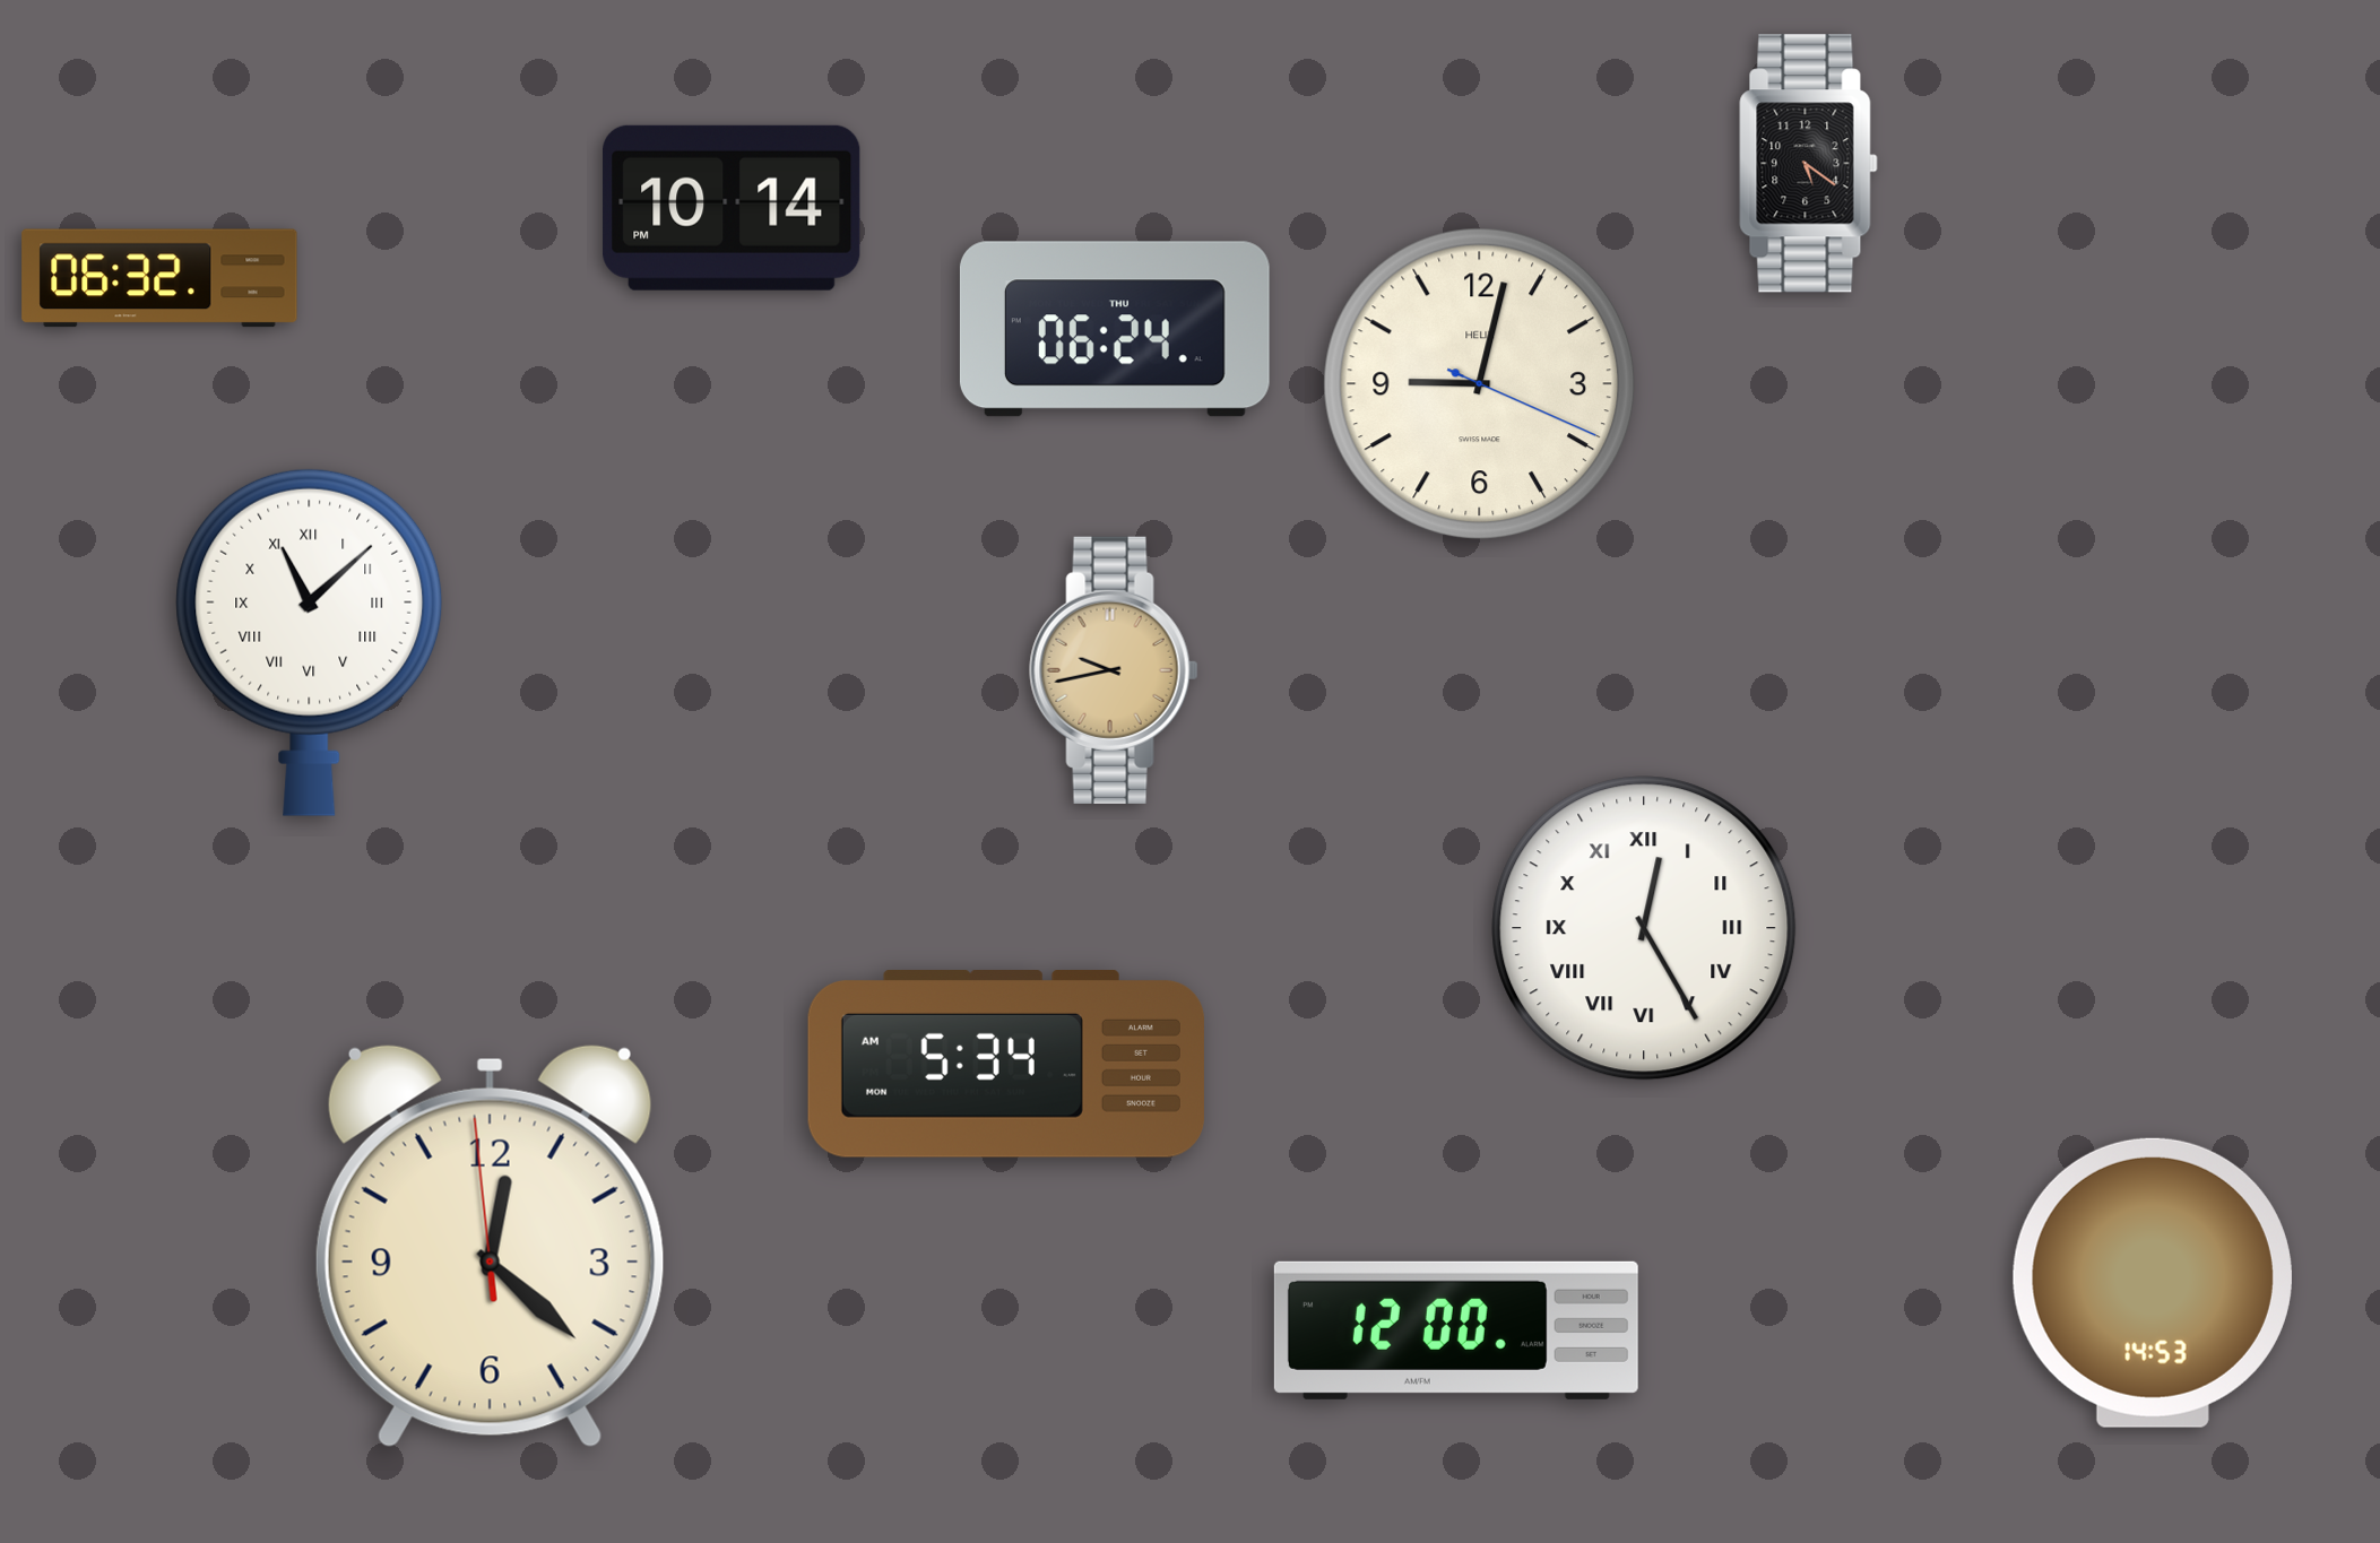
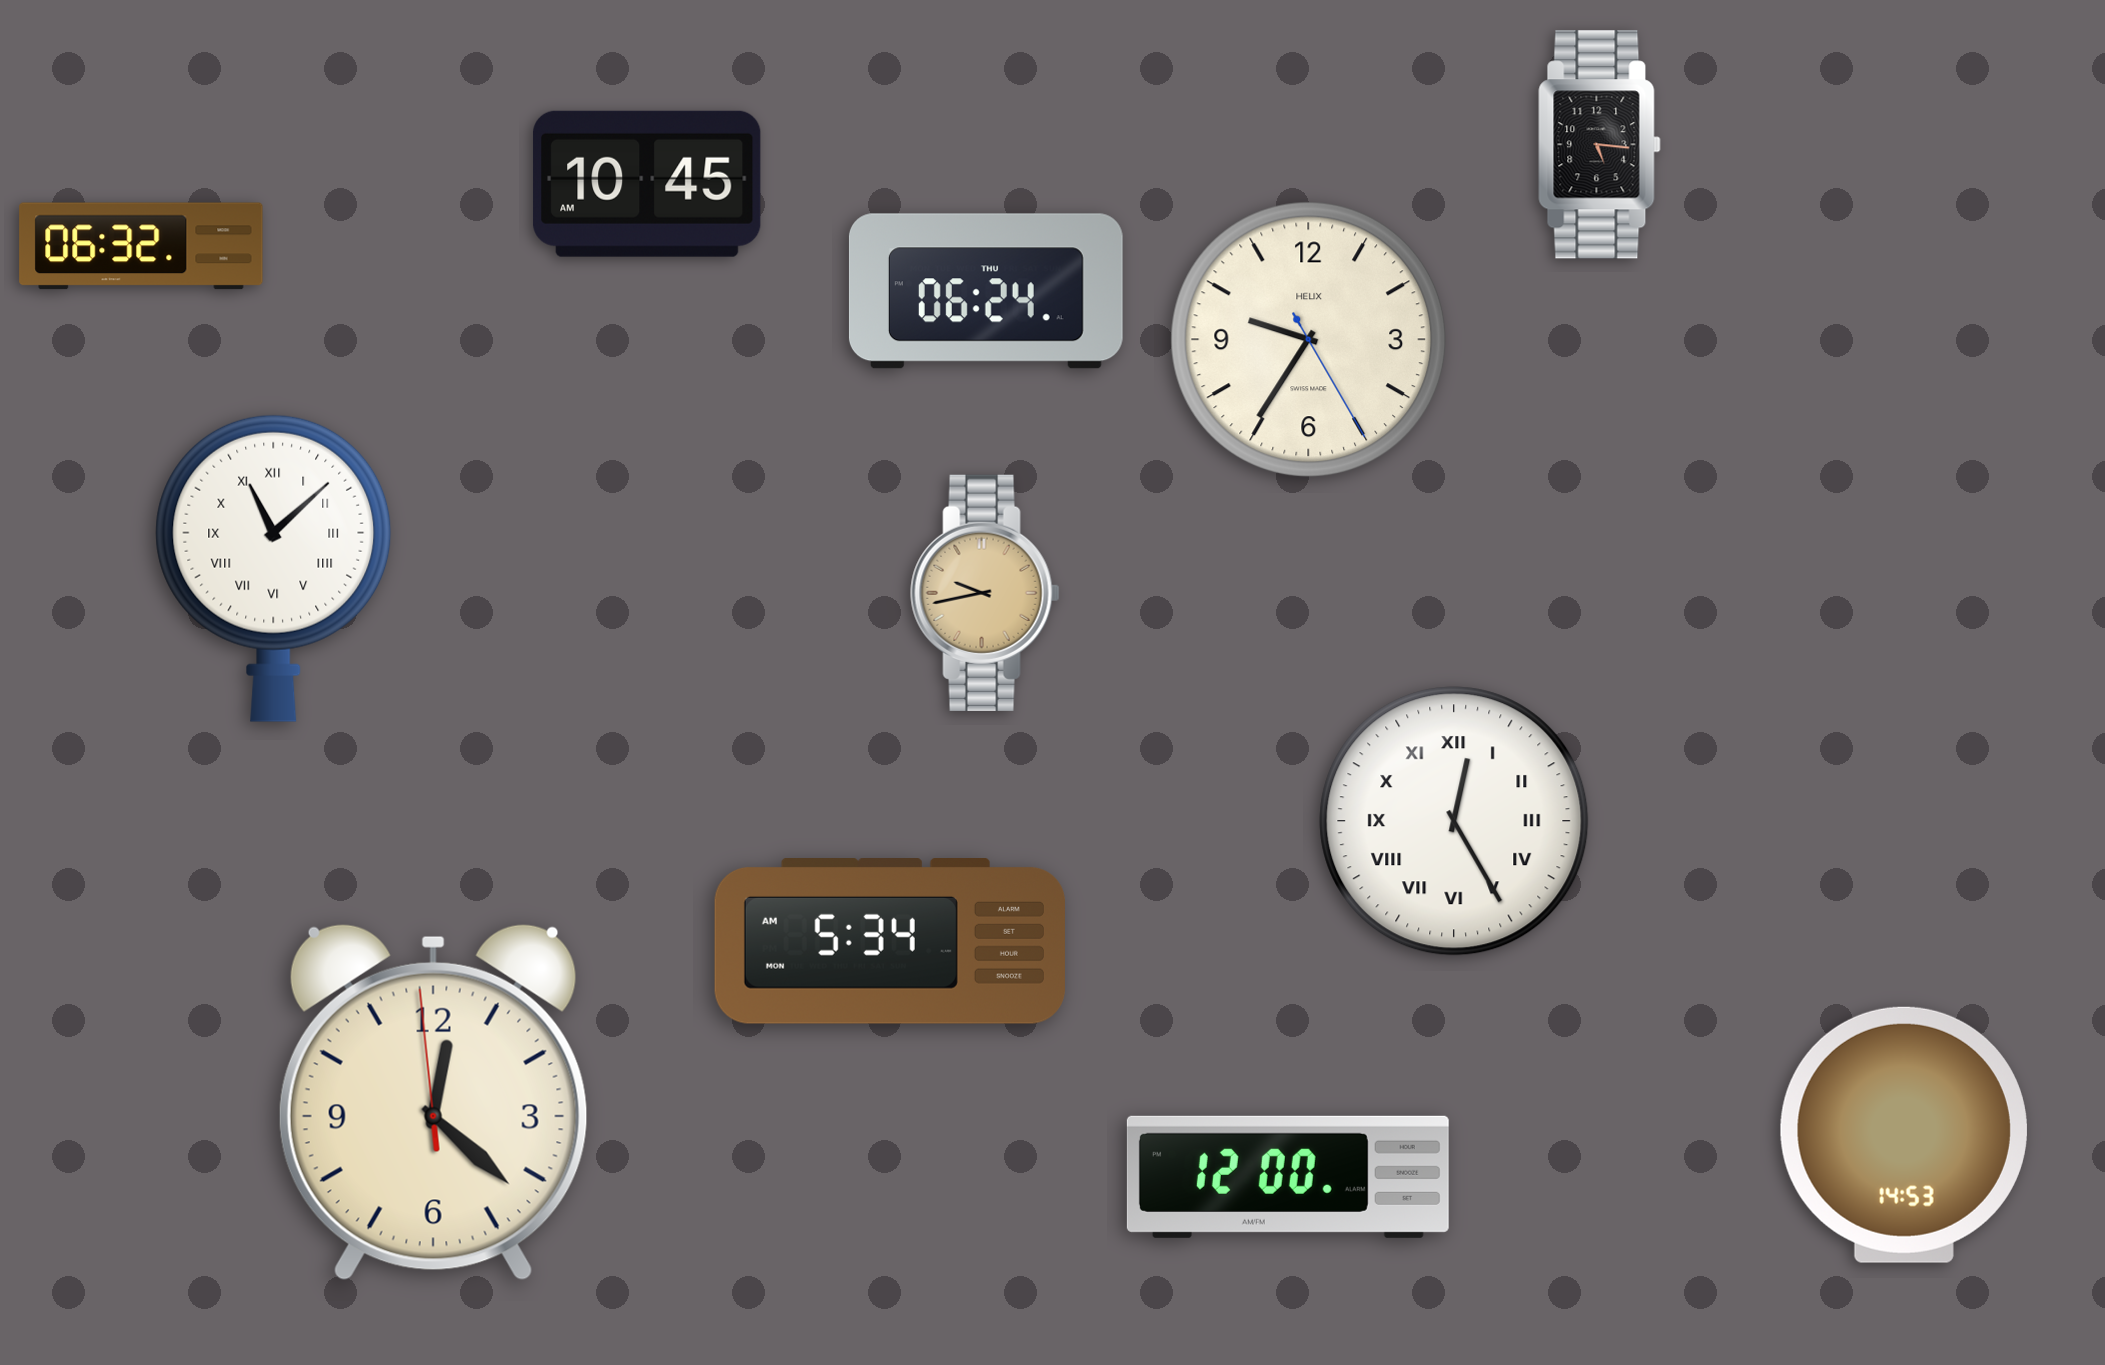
clock at (1809, 164): 5:21 -> 5:16
clock at (732, 208): 10:14 -> 10:45
clock at (1480, 384): 9:02 -> 9:35
